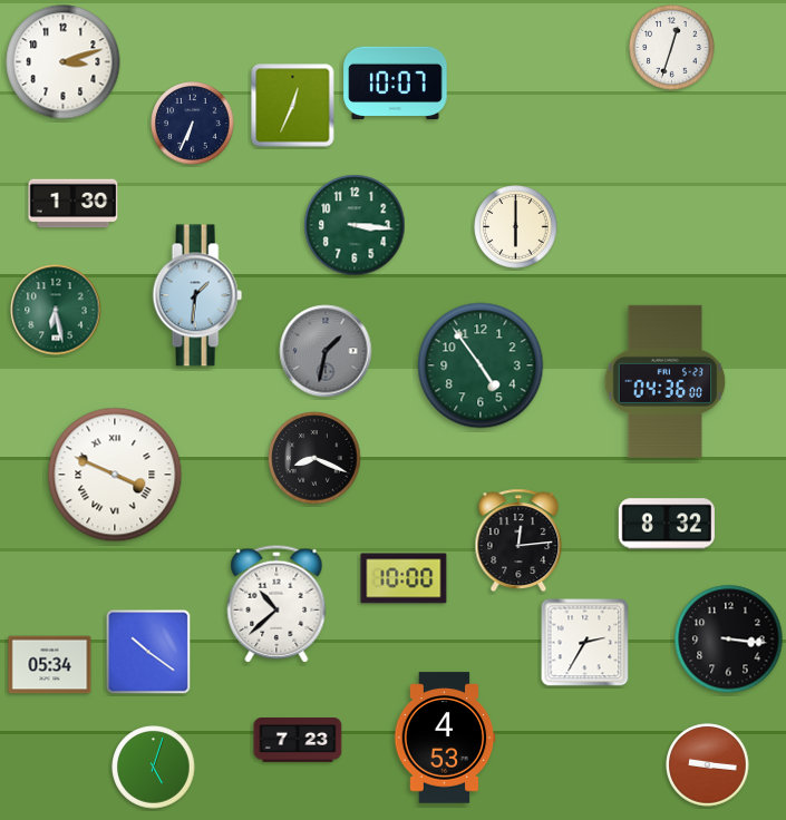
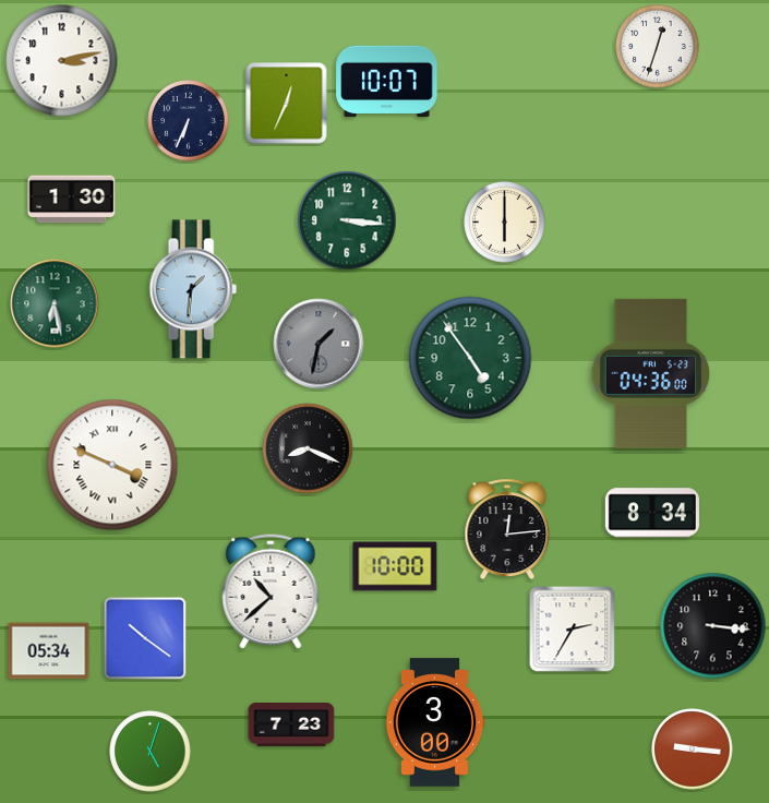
clock at (64, 62): 3:12 -> 3:13
clock at (667, 524): 8:32 -> 8:34
clock at (445, 738): 4:53 -> 3:00
